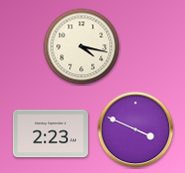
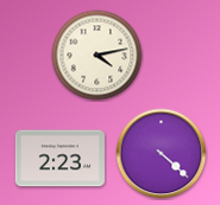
clock at (82, 47): 4:17 -> 4:13
clock at (136, 130): 3:49 -> 4:22
